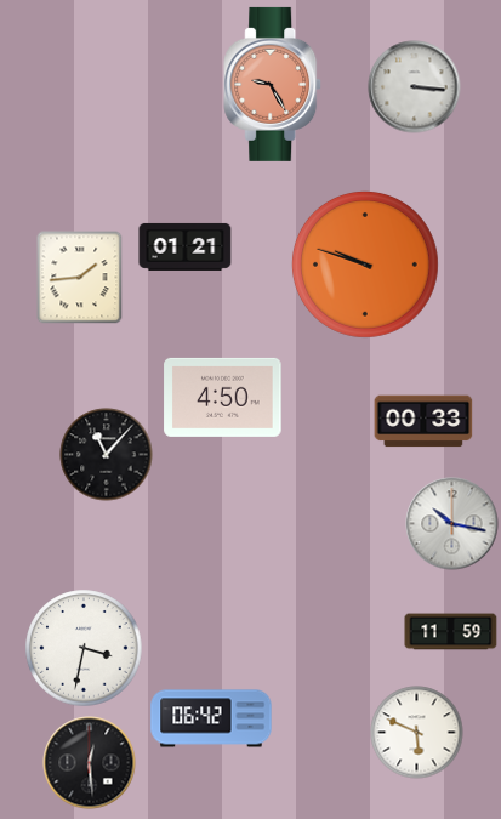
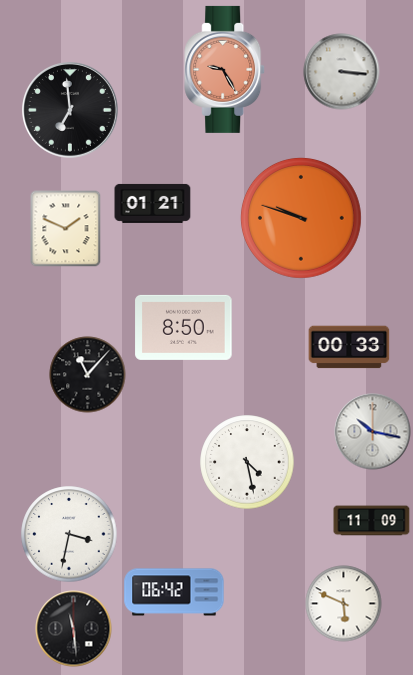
clock at (71, 111): none -> 6:59
clock at (80, 277): 1:44 -> 1:49
clock at (223, 397): 4:50 -> 8:50
clock at (247, 462): none -> 4:28
clock at (451, 632): 11:59 -> 11:09
clock at (90, 763): 12:29 -> 11:29
